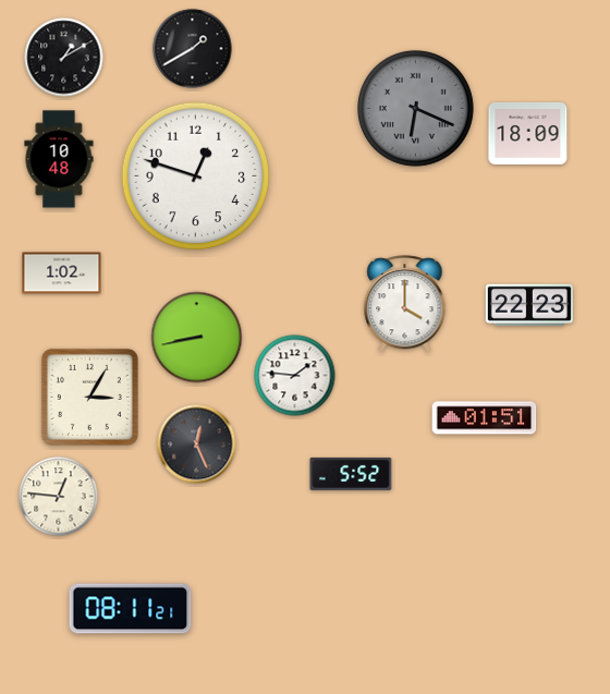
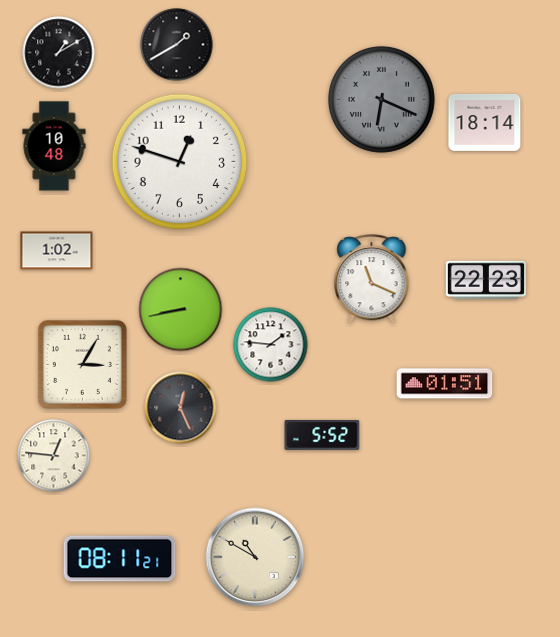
clock at (528, 133): 18:09 -> 18:14
clock at (405, 304): 4:00 -> 11:19
clock at (255, 557): none -> 10:50
